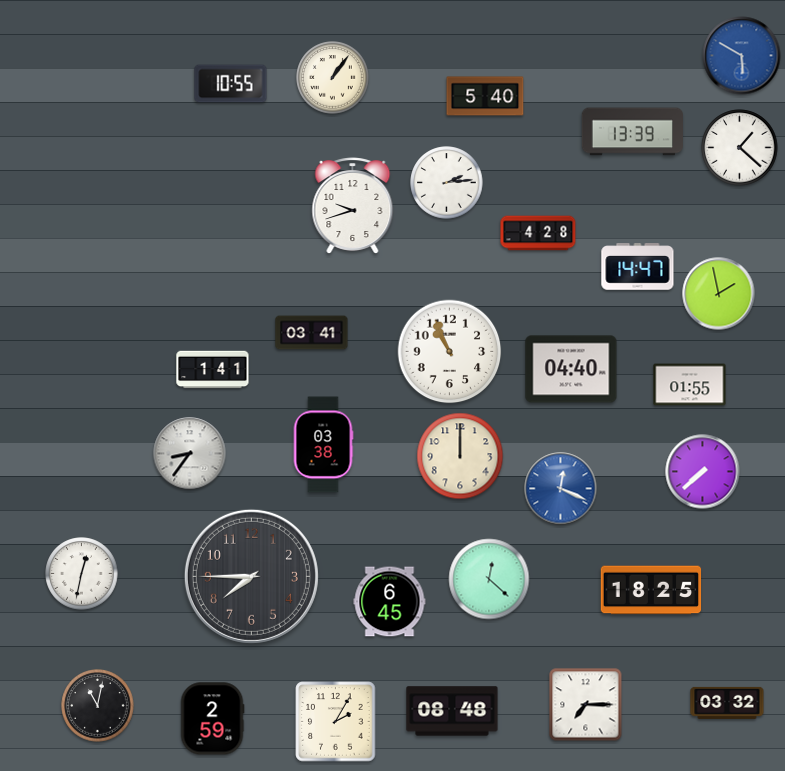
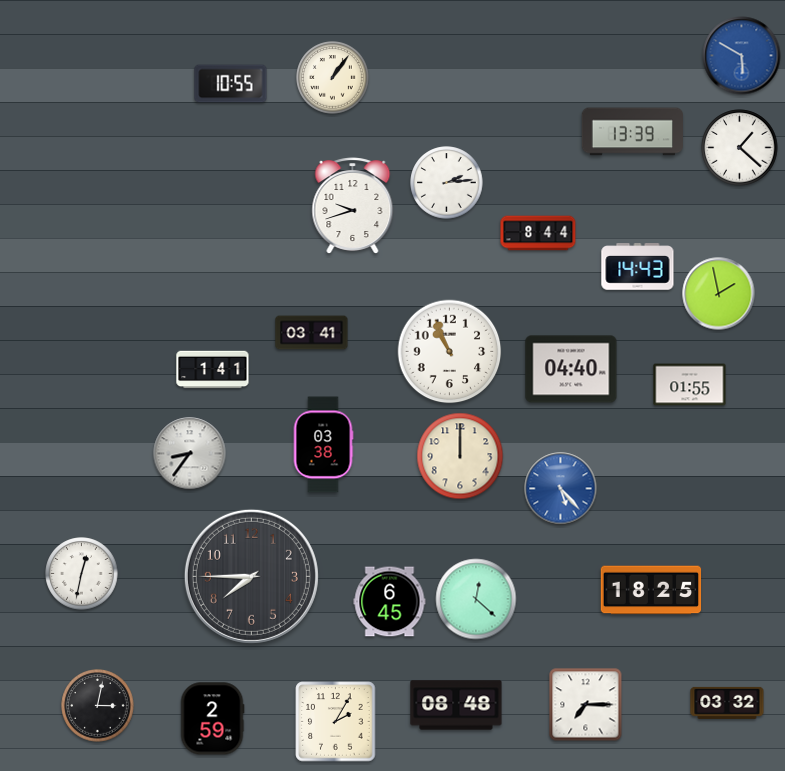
clock at (485, 96): 5:40 -> none
clock at (538, 233): 4:28 -> 8:44
clock at (638, 267): 14:47 -> 14:43
clock at (703, 472): 7:38 -> none
clock at (561, 489): 12:19 -> 5:23
clock at (489, 579) position: (489, 579) -> (476, 599)
clock at (98, 706): 11:02 -> 3:02
clock at (452, 711) position: (452, 711) -> (456, 705)
